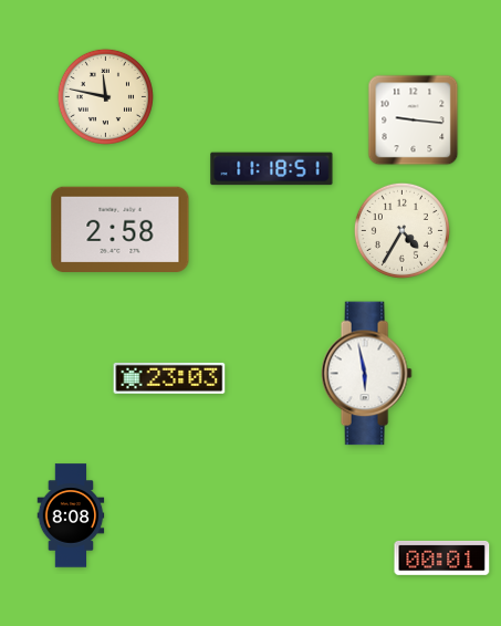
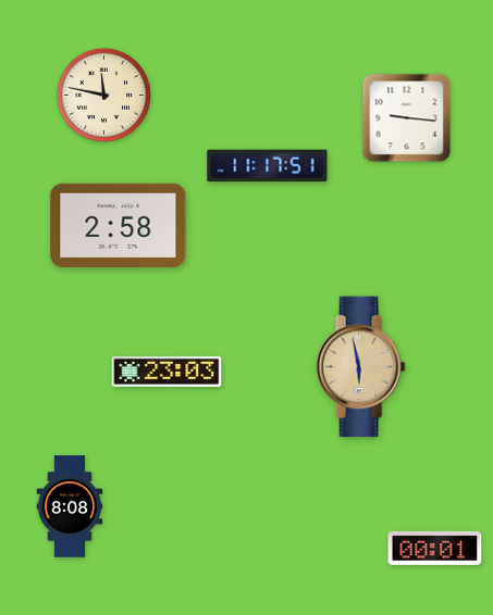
clock at (272, 169): 11:18 -> 11:17
clock at (401, 230): 4:35 -> none
clock at (366, 374) dial: white -> champagne
